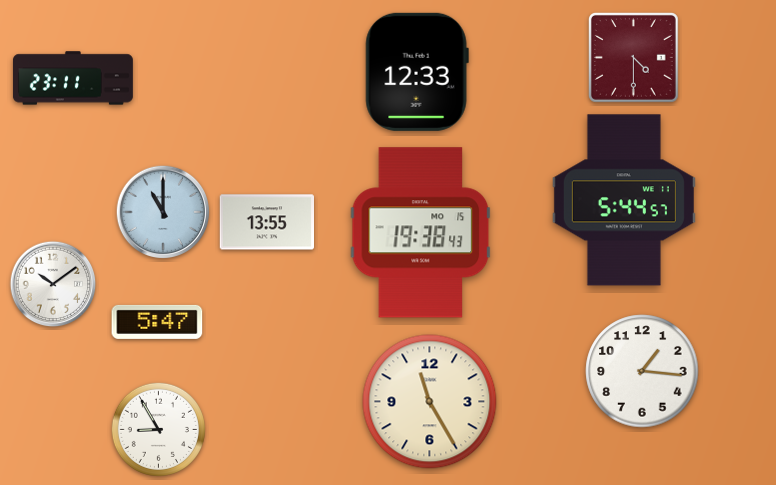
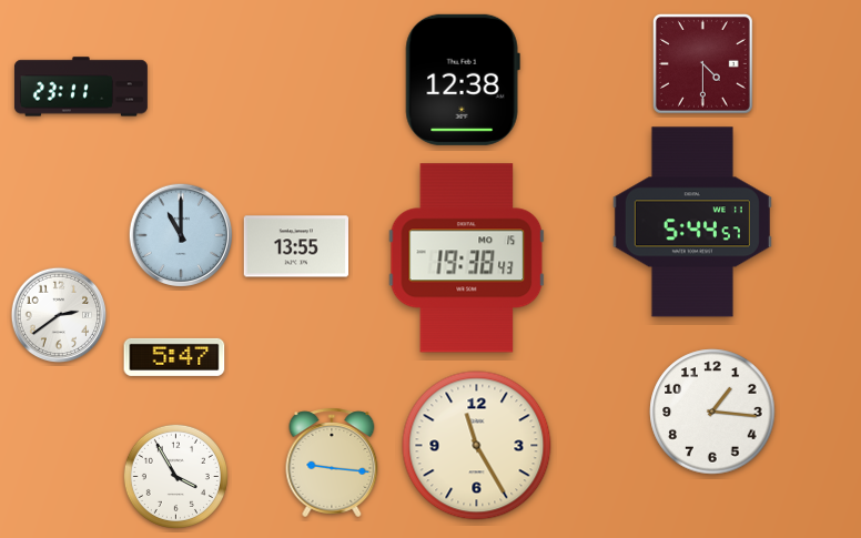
clock at (417, 72): 12:33 -> 12:38
clock at (53, 284): 10:09 -> 2:39
clock at (332, 463): none -> 9:16
clock at (158, 429): 8:55 -> 3:55
